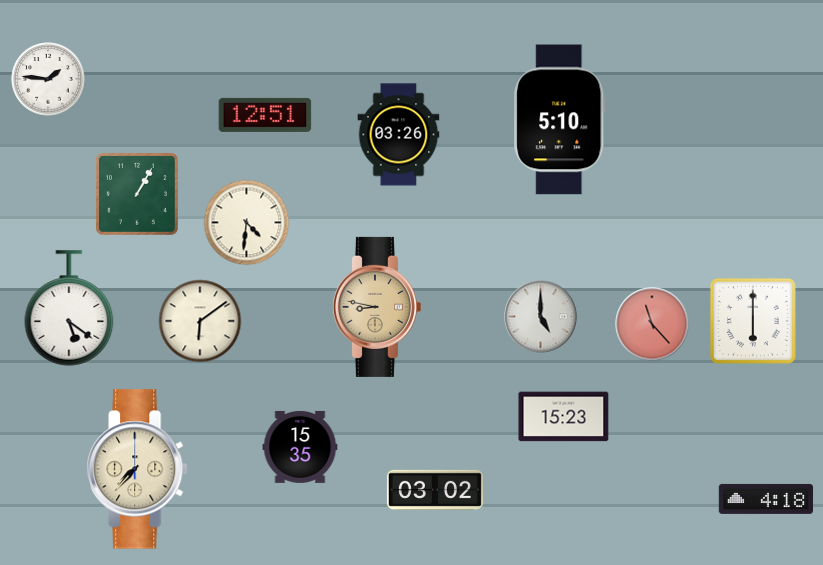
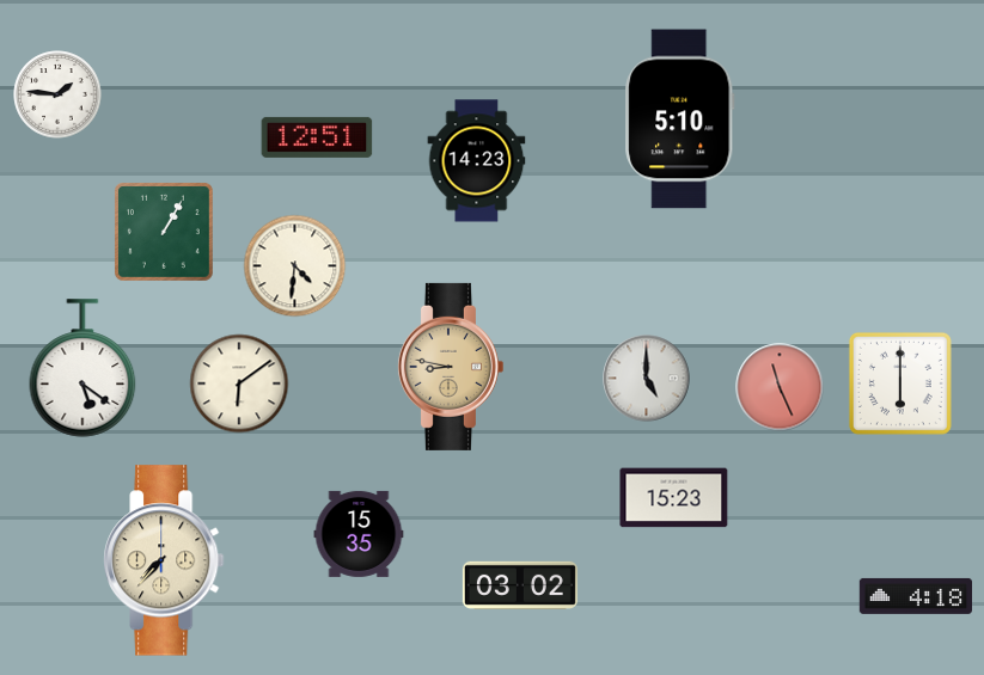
clock at (560, 120) position: (560, 120) -> (680, 119)
clock at (399, 135): 03:26 -> 14:23
clock at (652, 324): 11:23 -> 11:26
